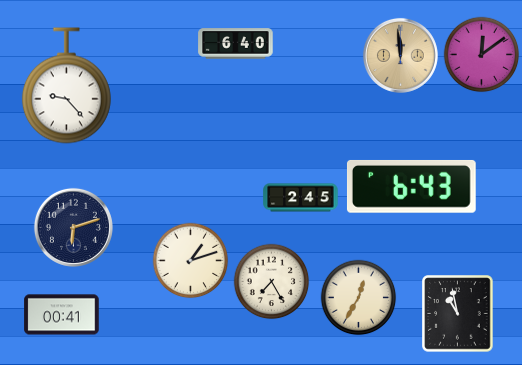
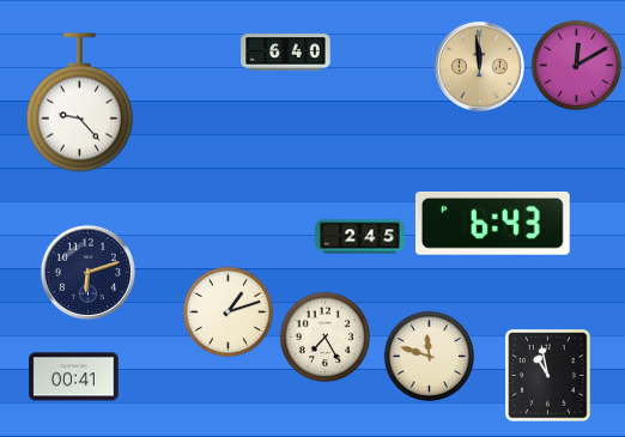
clock at (236, 44) position: (236, 44) -> (286, 53)
clock at (482, 55): 12:09 -> 12:10
clock at (359, 298): 12:35 -> 11:48
